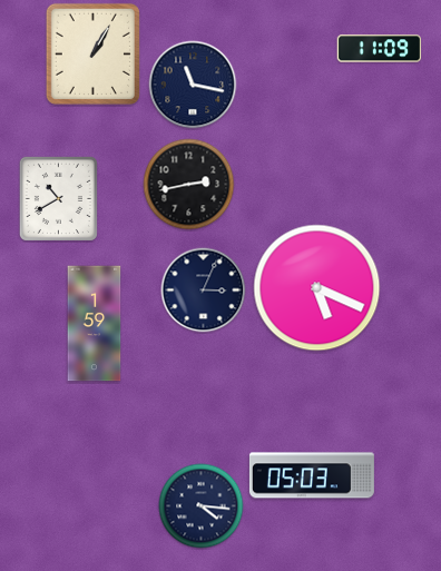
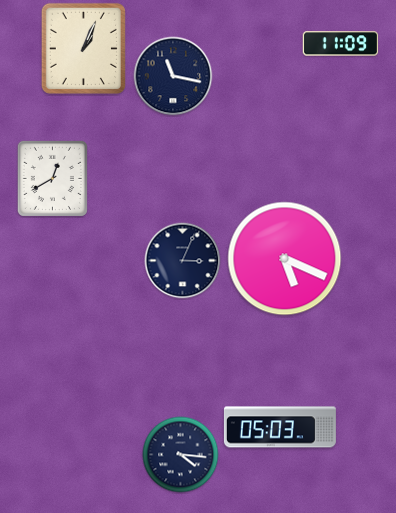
clock at (92, 53): 1:05 -> 1:04
clock at (189, 185): 2:43 -> none
clock at (58, 198): 10:40 -> 12:40
clock at (95, 324): 1:59 -> none
